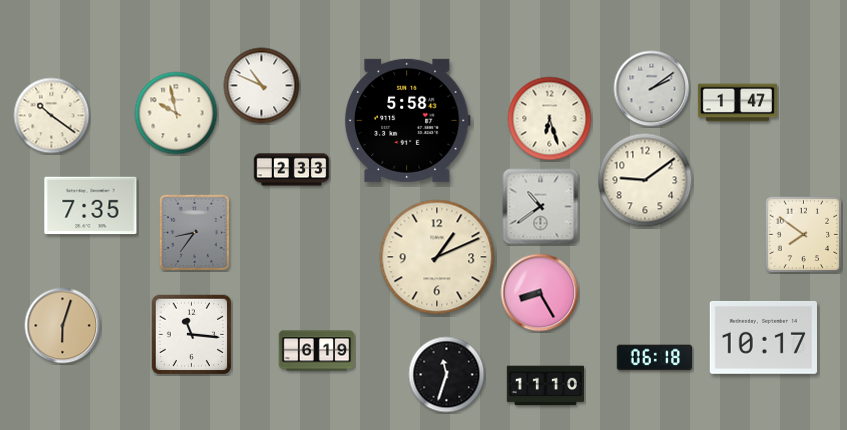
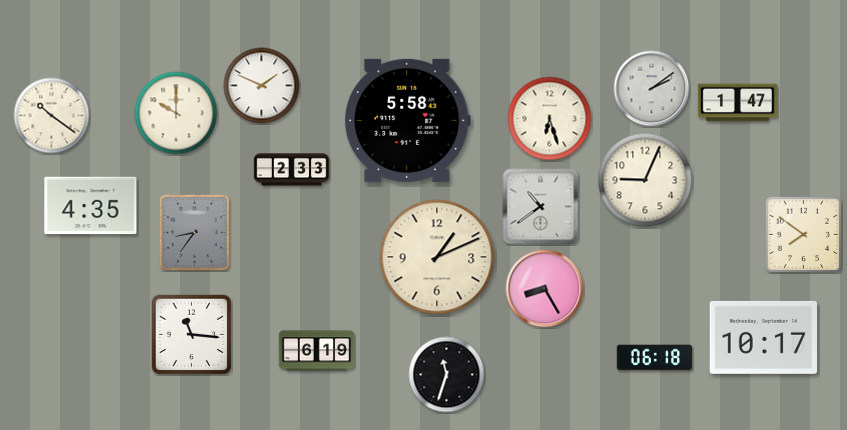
clock at (262, 86): 10:49 -> 1:49
clock at (176, 113): 9:58 -> 10:00
clock at (645, 180): 9:09 -> 9:04
clock at (91, 206): 7:35 -> 4:35
clock at (540, 293) position: (540, 293) -> (545, 289)
clock at (63, 326): 6:03 -> none
clock at (545, 386): 11:10 -> none
